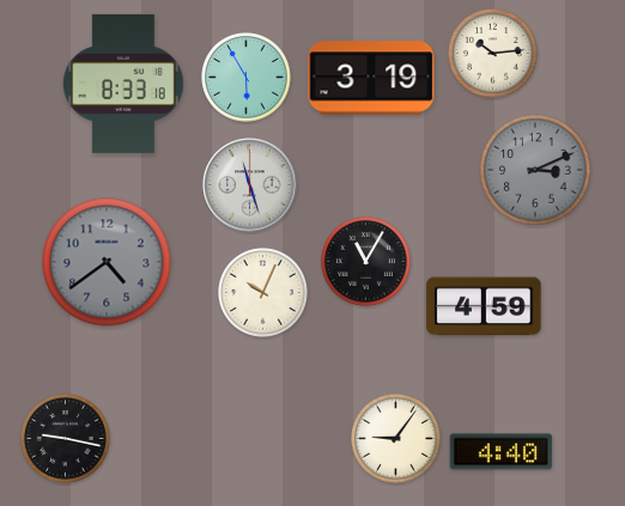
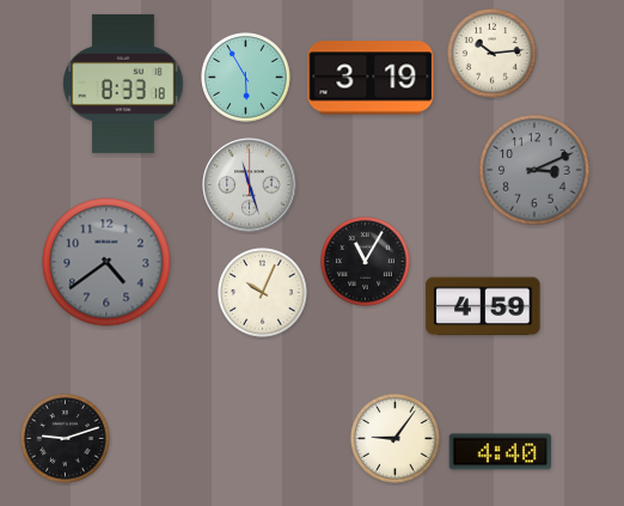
clock at (66, 439): 9:17 -> 9:12
